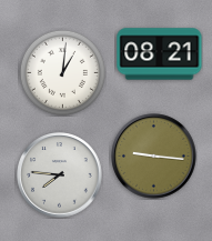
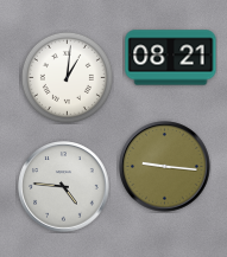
clock at (60, 175): 7:46 -> 4:46
